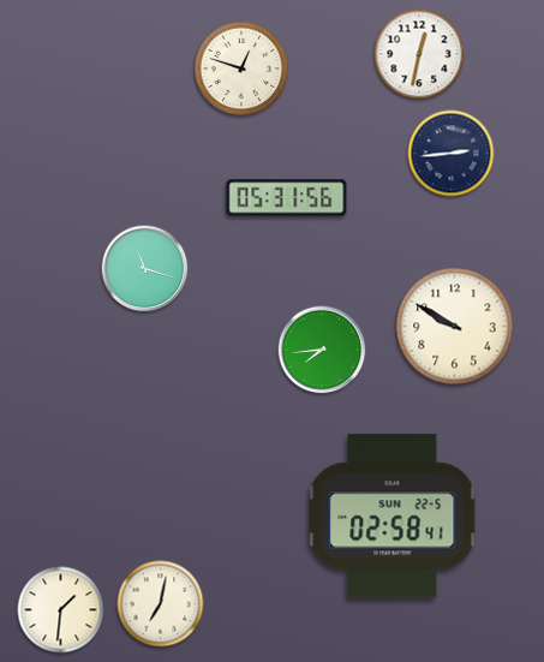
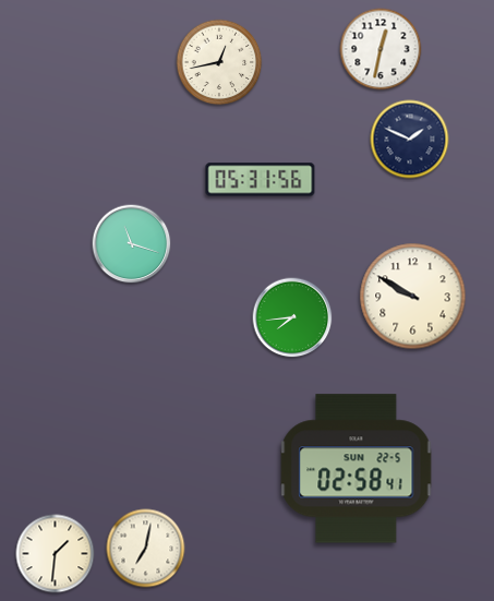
clock at (241, 68): 12:48 -> 12:43
clock at (452, 154): 2:44 -> 1:49
